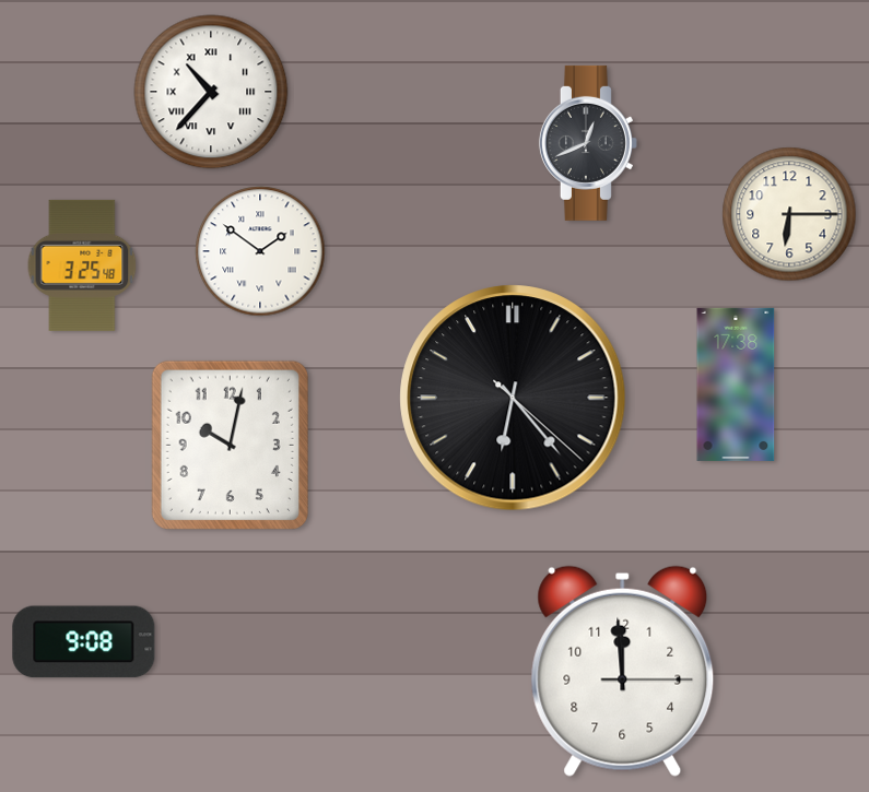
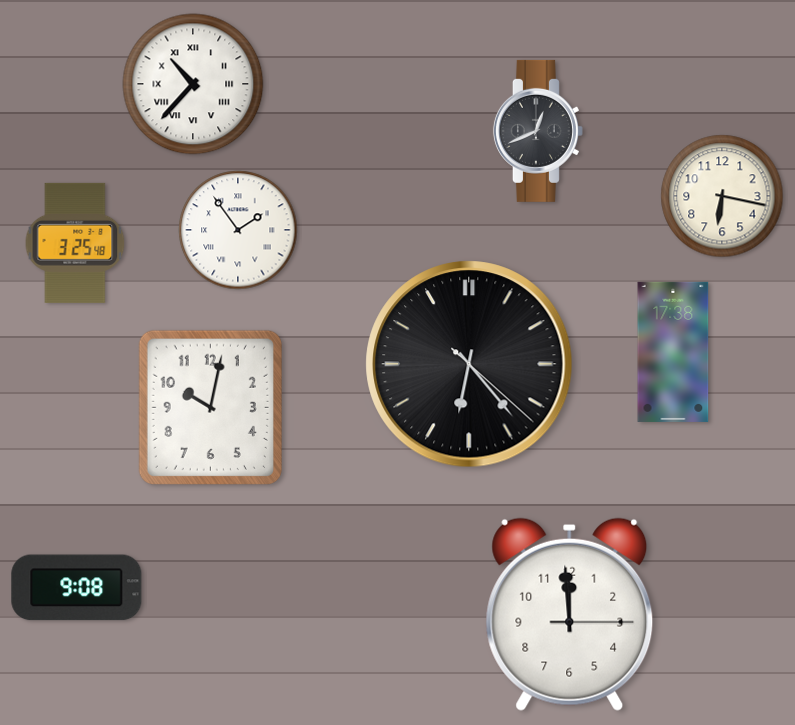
clock at (789, 214): 6:15 -> 6:17
clock at (260, 251): 1:51 -> 1:54
